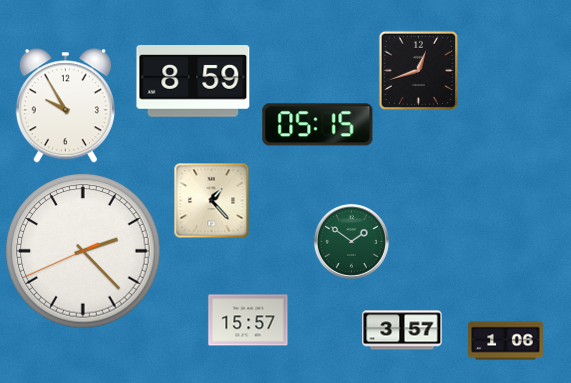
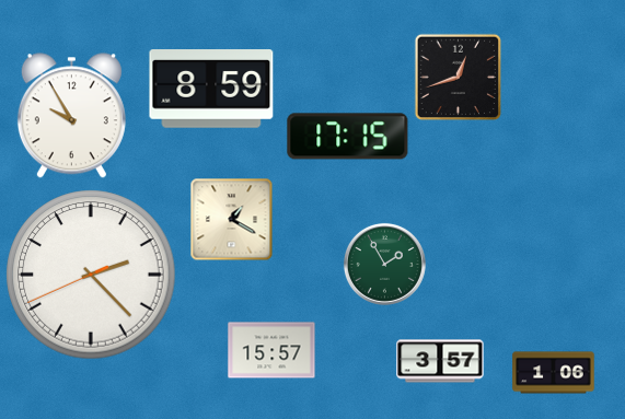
clock at (318, 125): 05:15 -> 17:15
clock at (212, 201): 1:23 -> 1:20
clock at (351, 241): 1:51 -> 1:55
